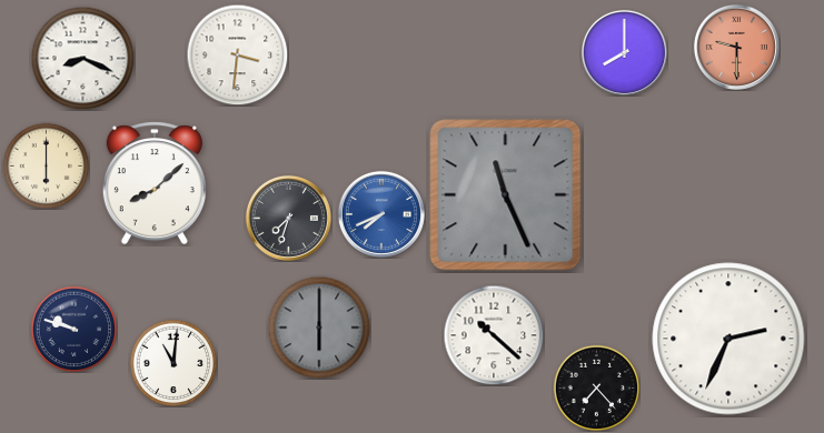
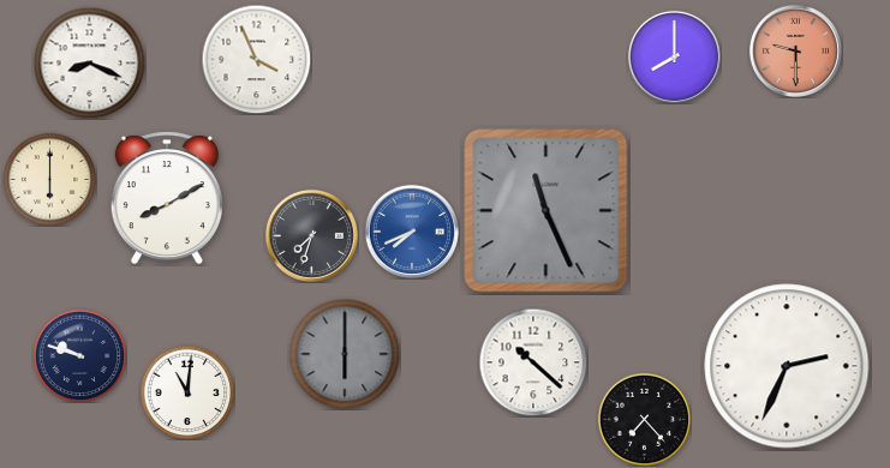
clock at (237, 54): 3:31 -> 3:56
clock at (155, 183): 8:08 -> 8:10
